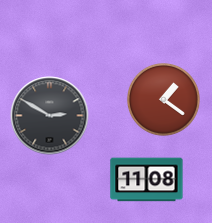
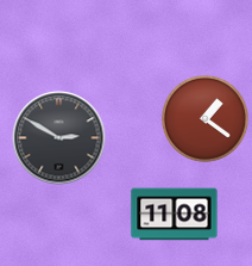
clock at (164, 100) position: (164, 100) -> (206, 119)
